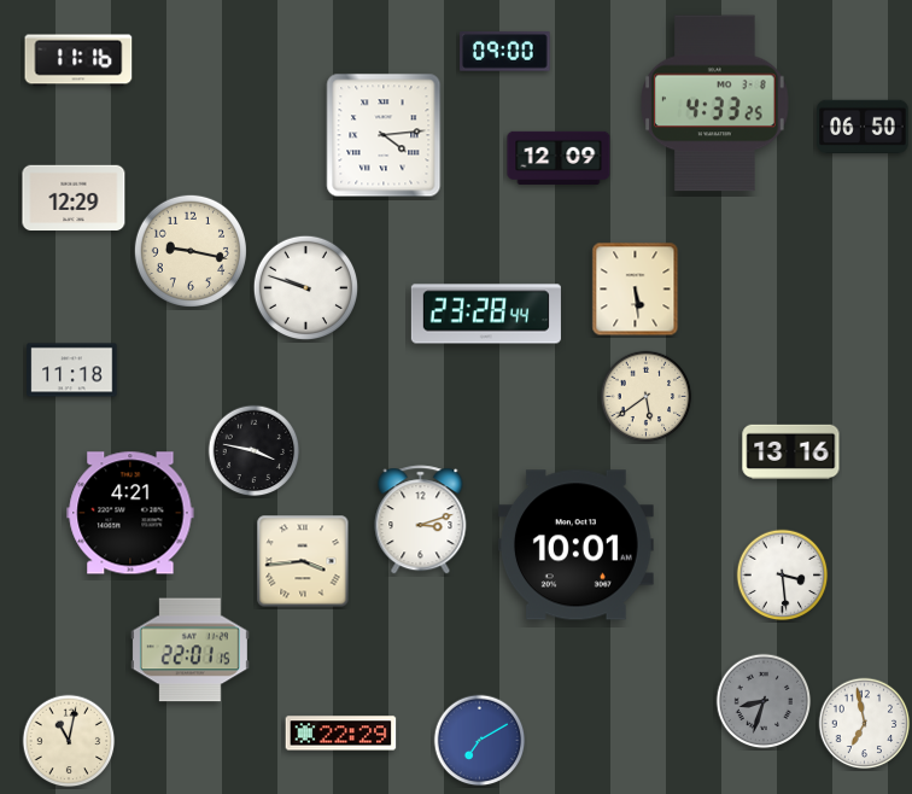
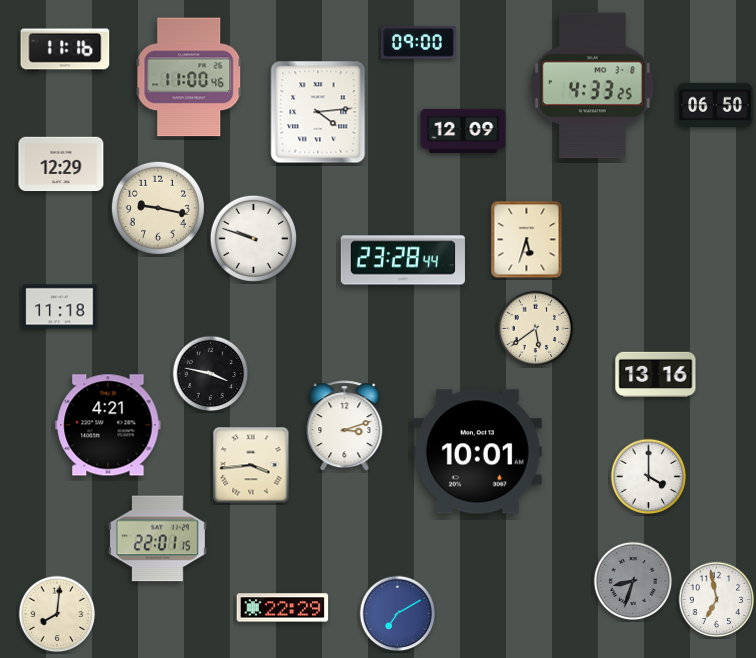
clock at (189, 77): none -> 11:00
clock at (636, 290): 5:29 -> 5:33
clock at (421, 520) position: (421, 520) -> (345, 426)
clock at (783, 576): 3:29 -> 4:00
clock at (69, 741): 11:02 -> 8:01
